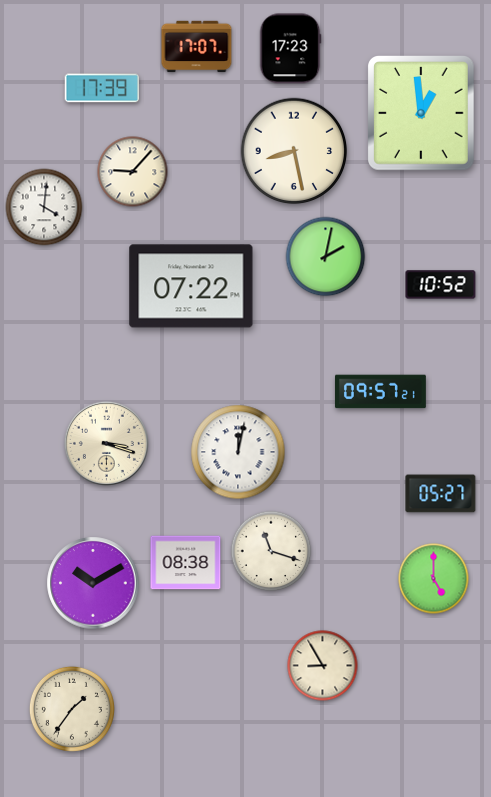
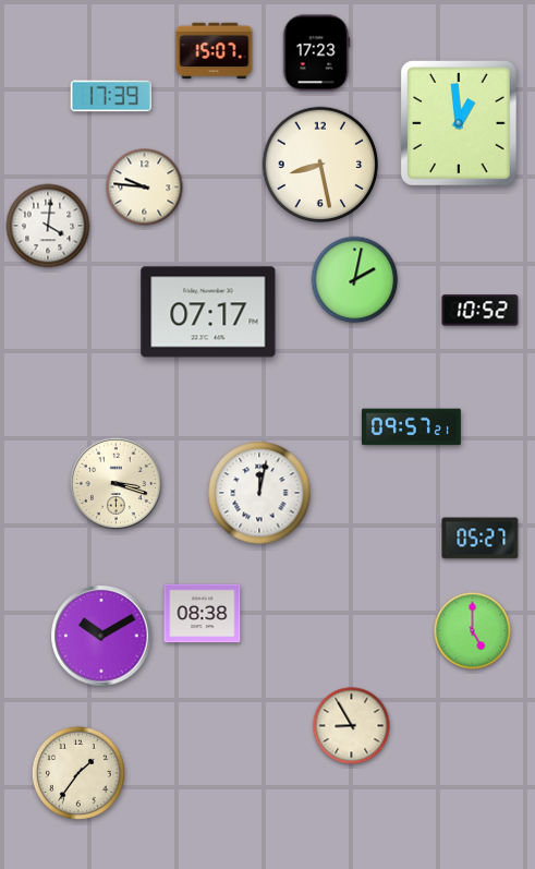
clock at (197, 47): 17:07 -> 15:07
clock at (133, 172): 9:07 -> 9:46
clock at (191, 286): 07:22 -> 07:17
clock at (380, 392) position: (380, 392) -> (411, 427)
clock at (271, 551): 11:18 -> none
